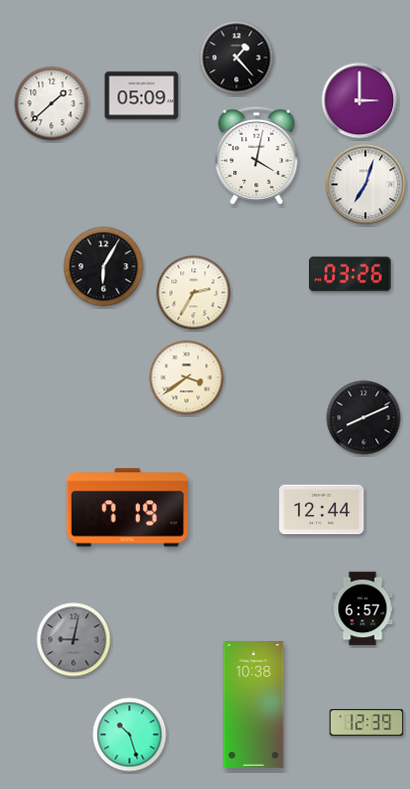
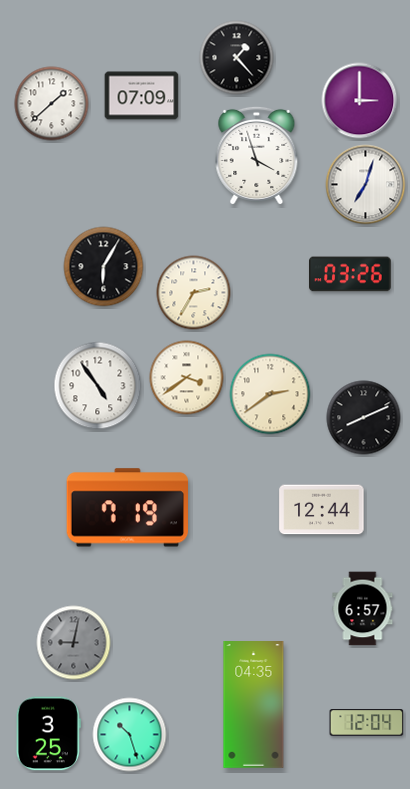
clock at (142, 96): 05:09 -> 07:09
clock at (257, 155): 4:02 -> 3:57
clock at (98, 386): none -> 4:54
clock at (270, 394): none -> 2:39
clock at (74, 640) position: (74, 640) -> (74, 643)
clock at (254, 705): 10:38 -> 04:35
clock at (367, 723): 12:39 -> 12:04
clock at (48, 734): none -> 3:25
